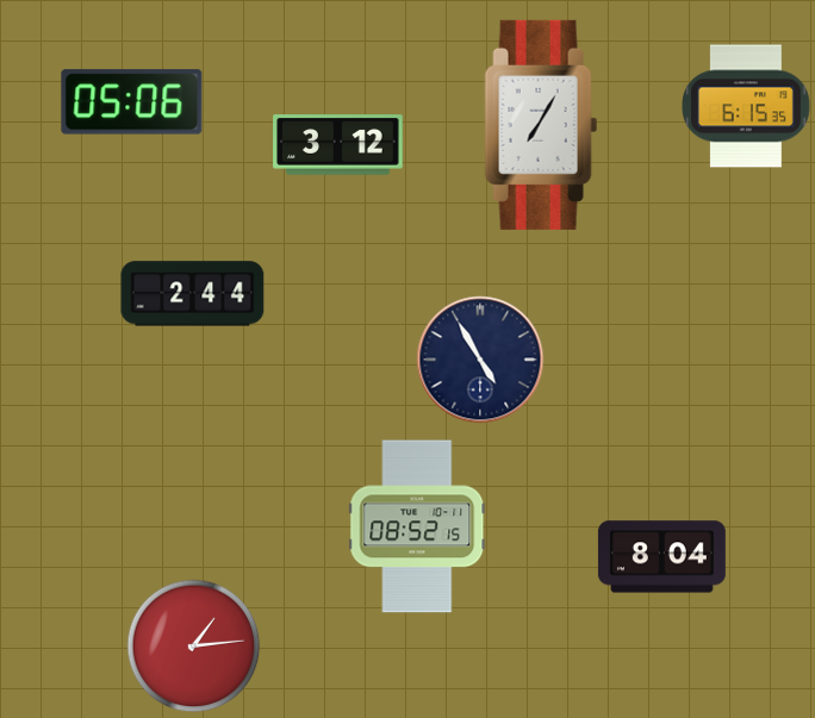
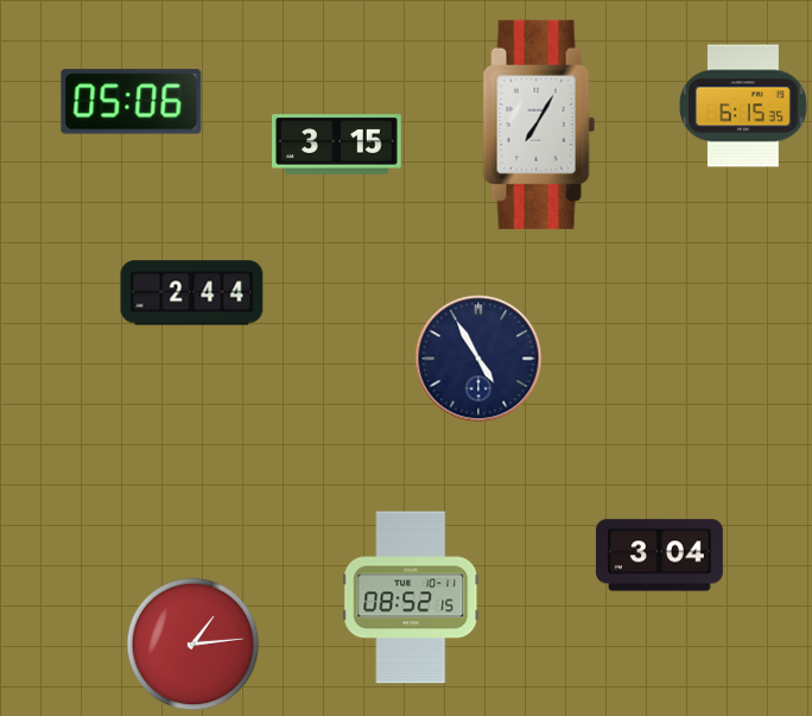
clock at (338, 145): 3:12 -> 3:15
clock at (417, 526) position: (417, 526) -> (411, 597)
clock at (661, 557): 8:04 -> 3:04
